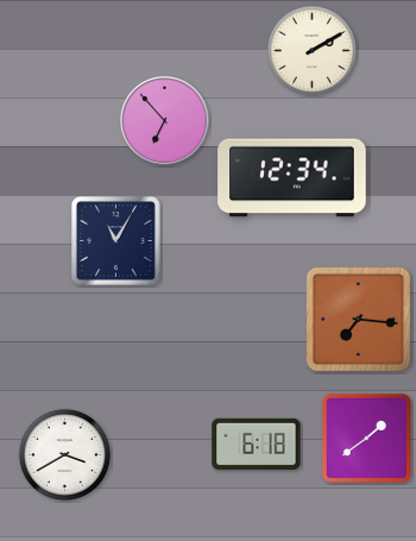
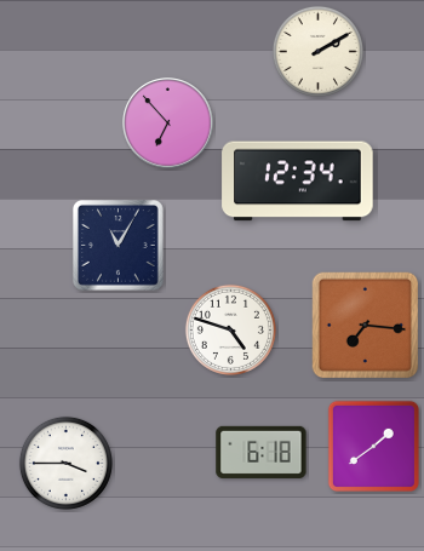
clock at (230, 329): none -> 4:48
clock at (64, 454): 3:40 -> 3:45
